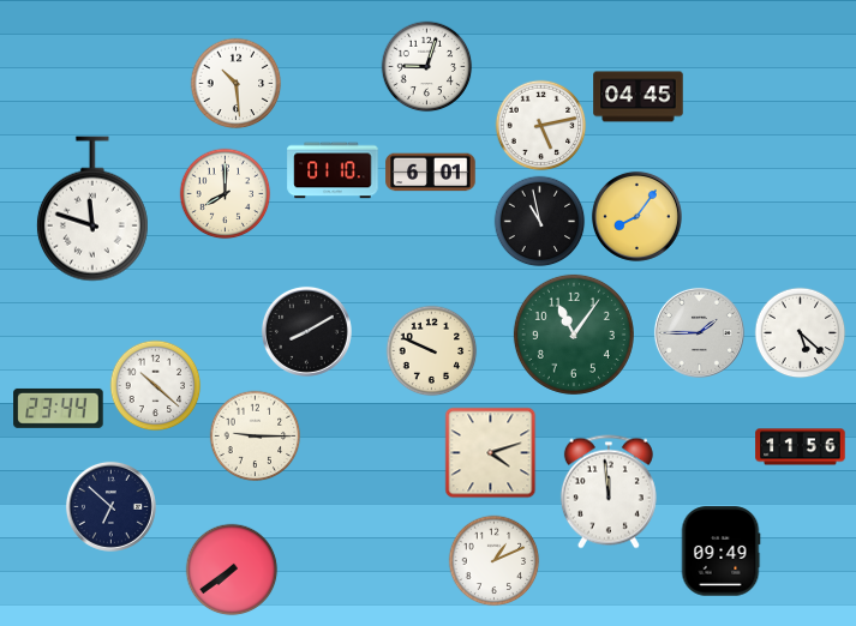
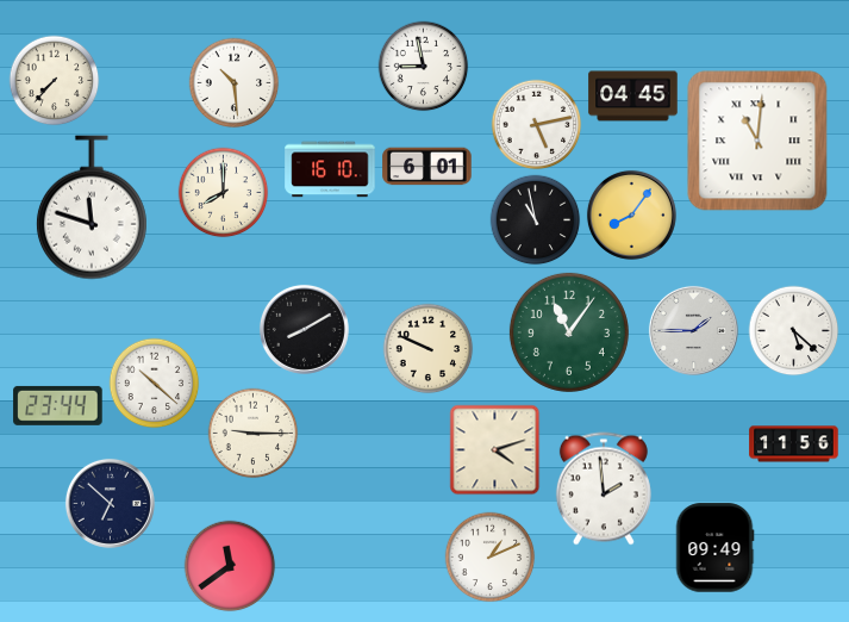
clock at (427, 67): 9:03 -> 8:58
clock at (55, 81): none -> 7:37
clock at (757, 141): none -> 11:01
clock at (333, 170): 01:10 -> 16:10
clock at (431, 173) position: (431, 173) -> (427, 167)
clock at (491, 453) position: (491, 453) -> (495, 450)
clock at (609, 492): 11:59 -> 1:59
clock at (232, 570): 7:39 -> 11:39
